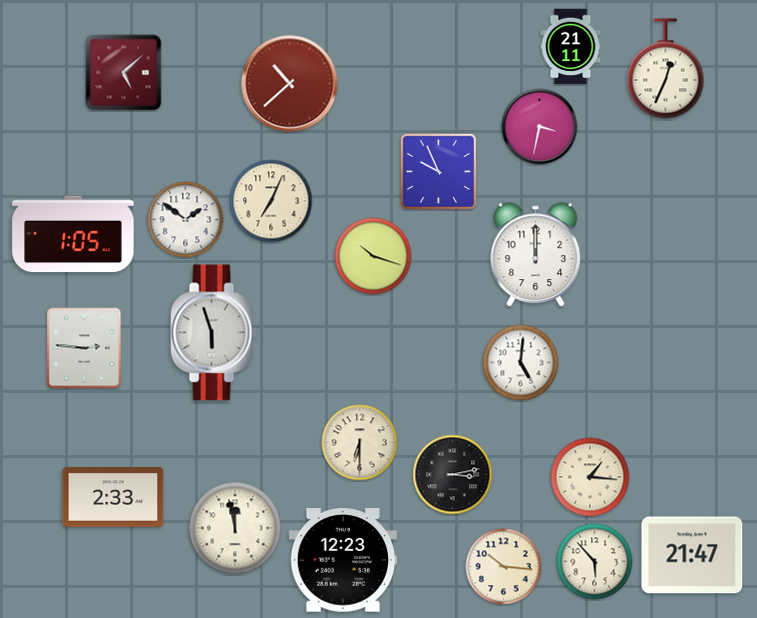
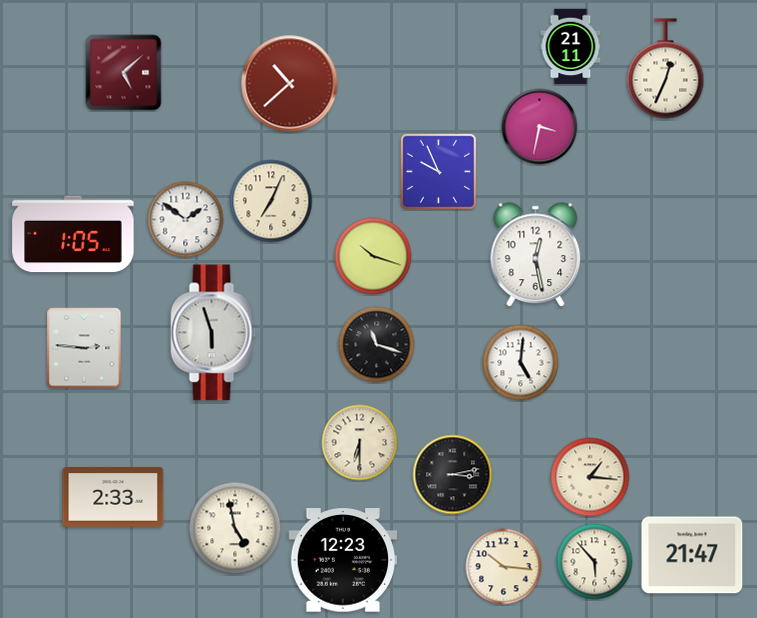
clock at (536, 255): 12:00 -> 12:28
clock at (377, 345): none -> 11:18
clock at (235, 528): 11:58 -> 4:58
